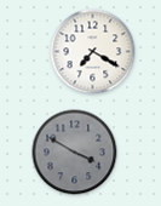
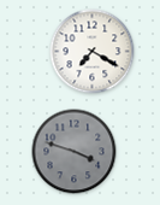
clock at (75, 153): 3:50 -> 3:48
